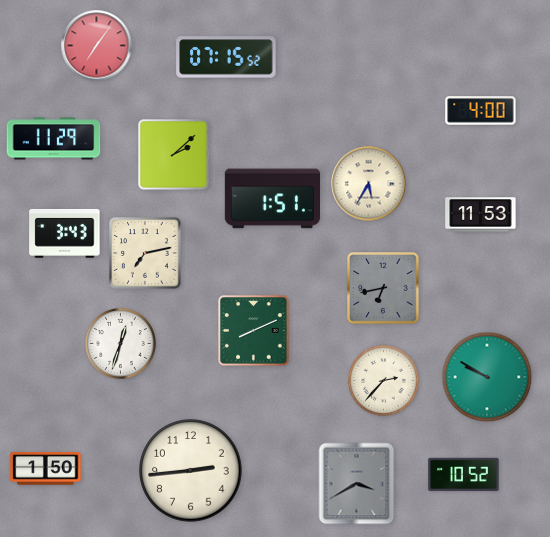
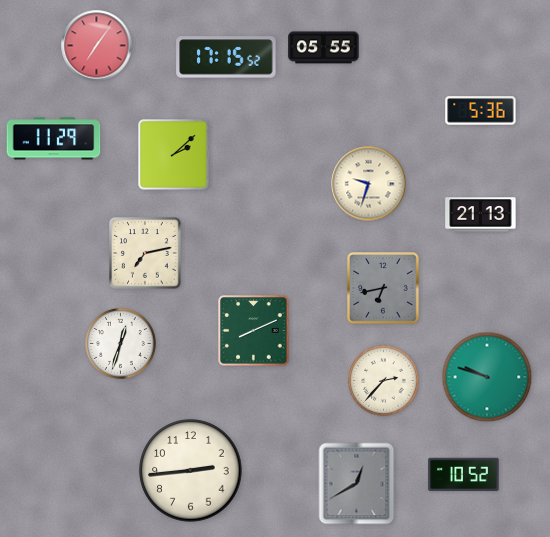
clock at (324, 48): none -> 05:55
clock at (226, 57): 07:15 -> 17:15
clock at (481, 111): 4:00 -> 5:36
clock at (369, 184): 5:35 -> 9:33
clock at (272, 199): 1:51 -> none
clock at (481, 215): 11:53 -> 21:13
clock at (65, 233): 3:43 -> none
clock at (487, 377): 9:50 -> 9:48
clock at (46, 469): 1:50 -> none
clock at (357, 484): 3:40 -> 12:40
